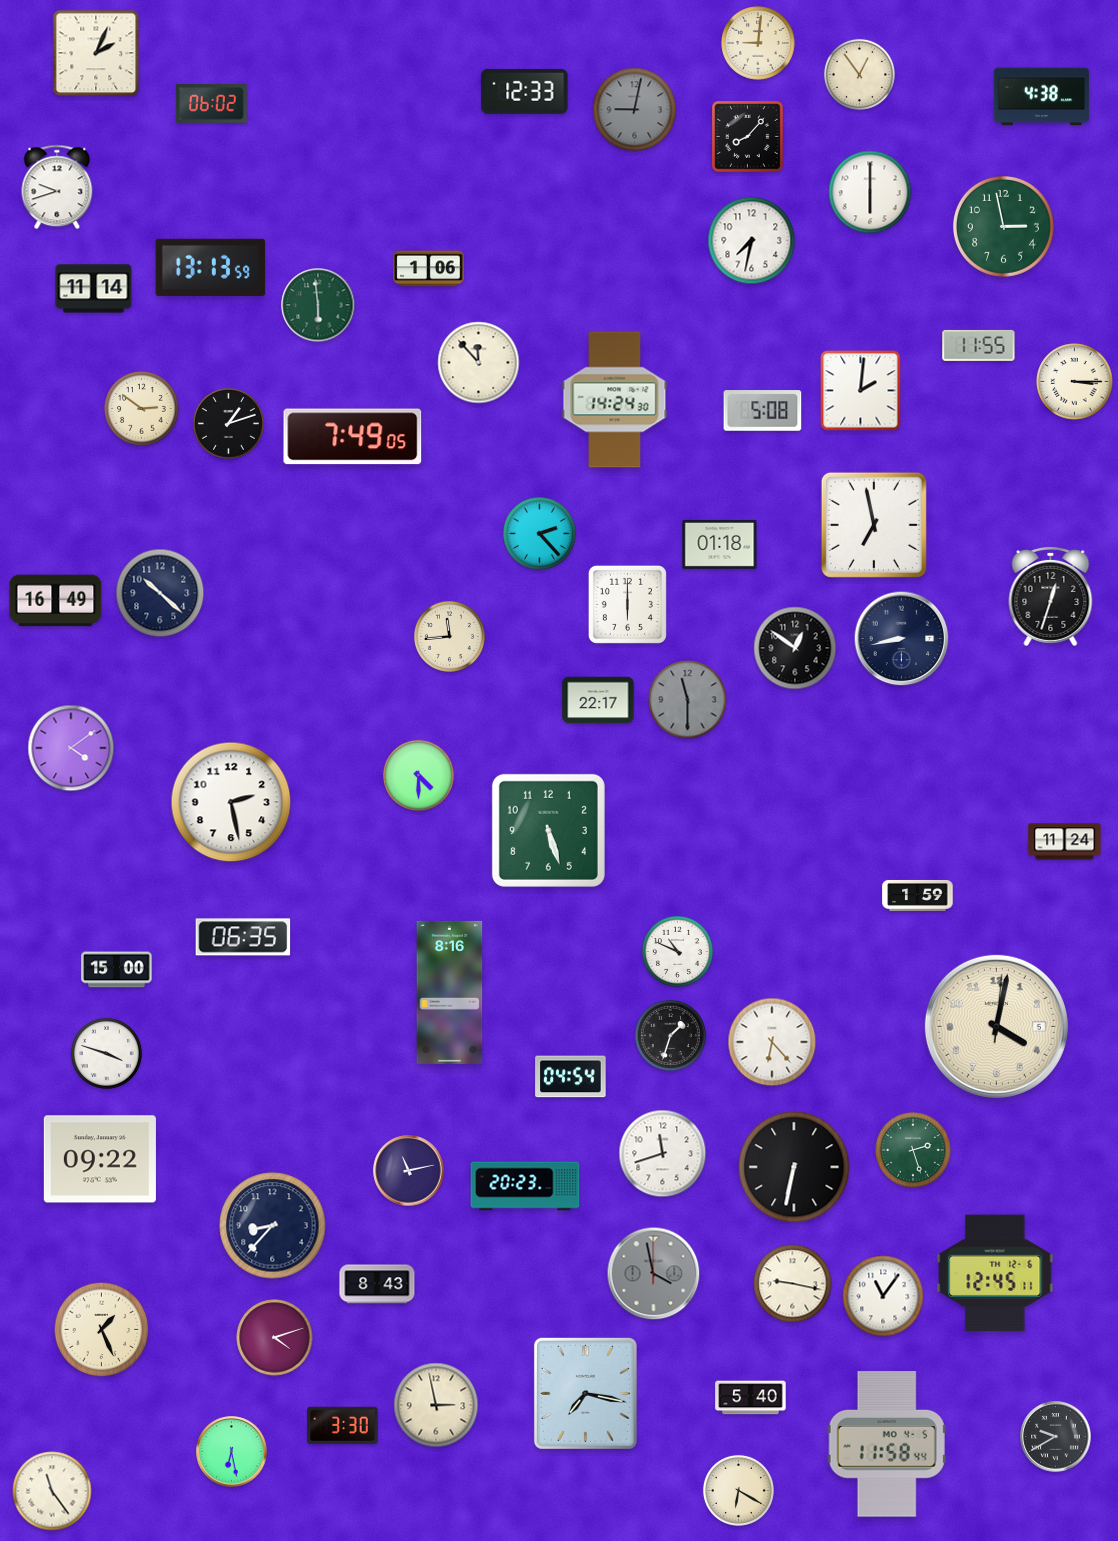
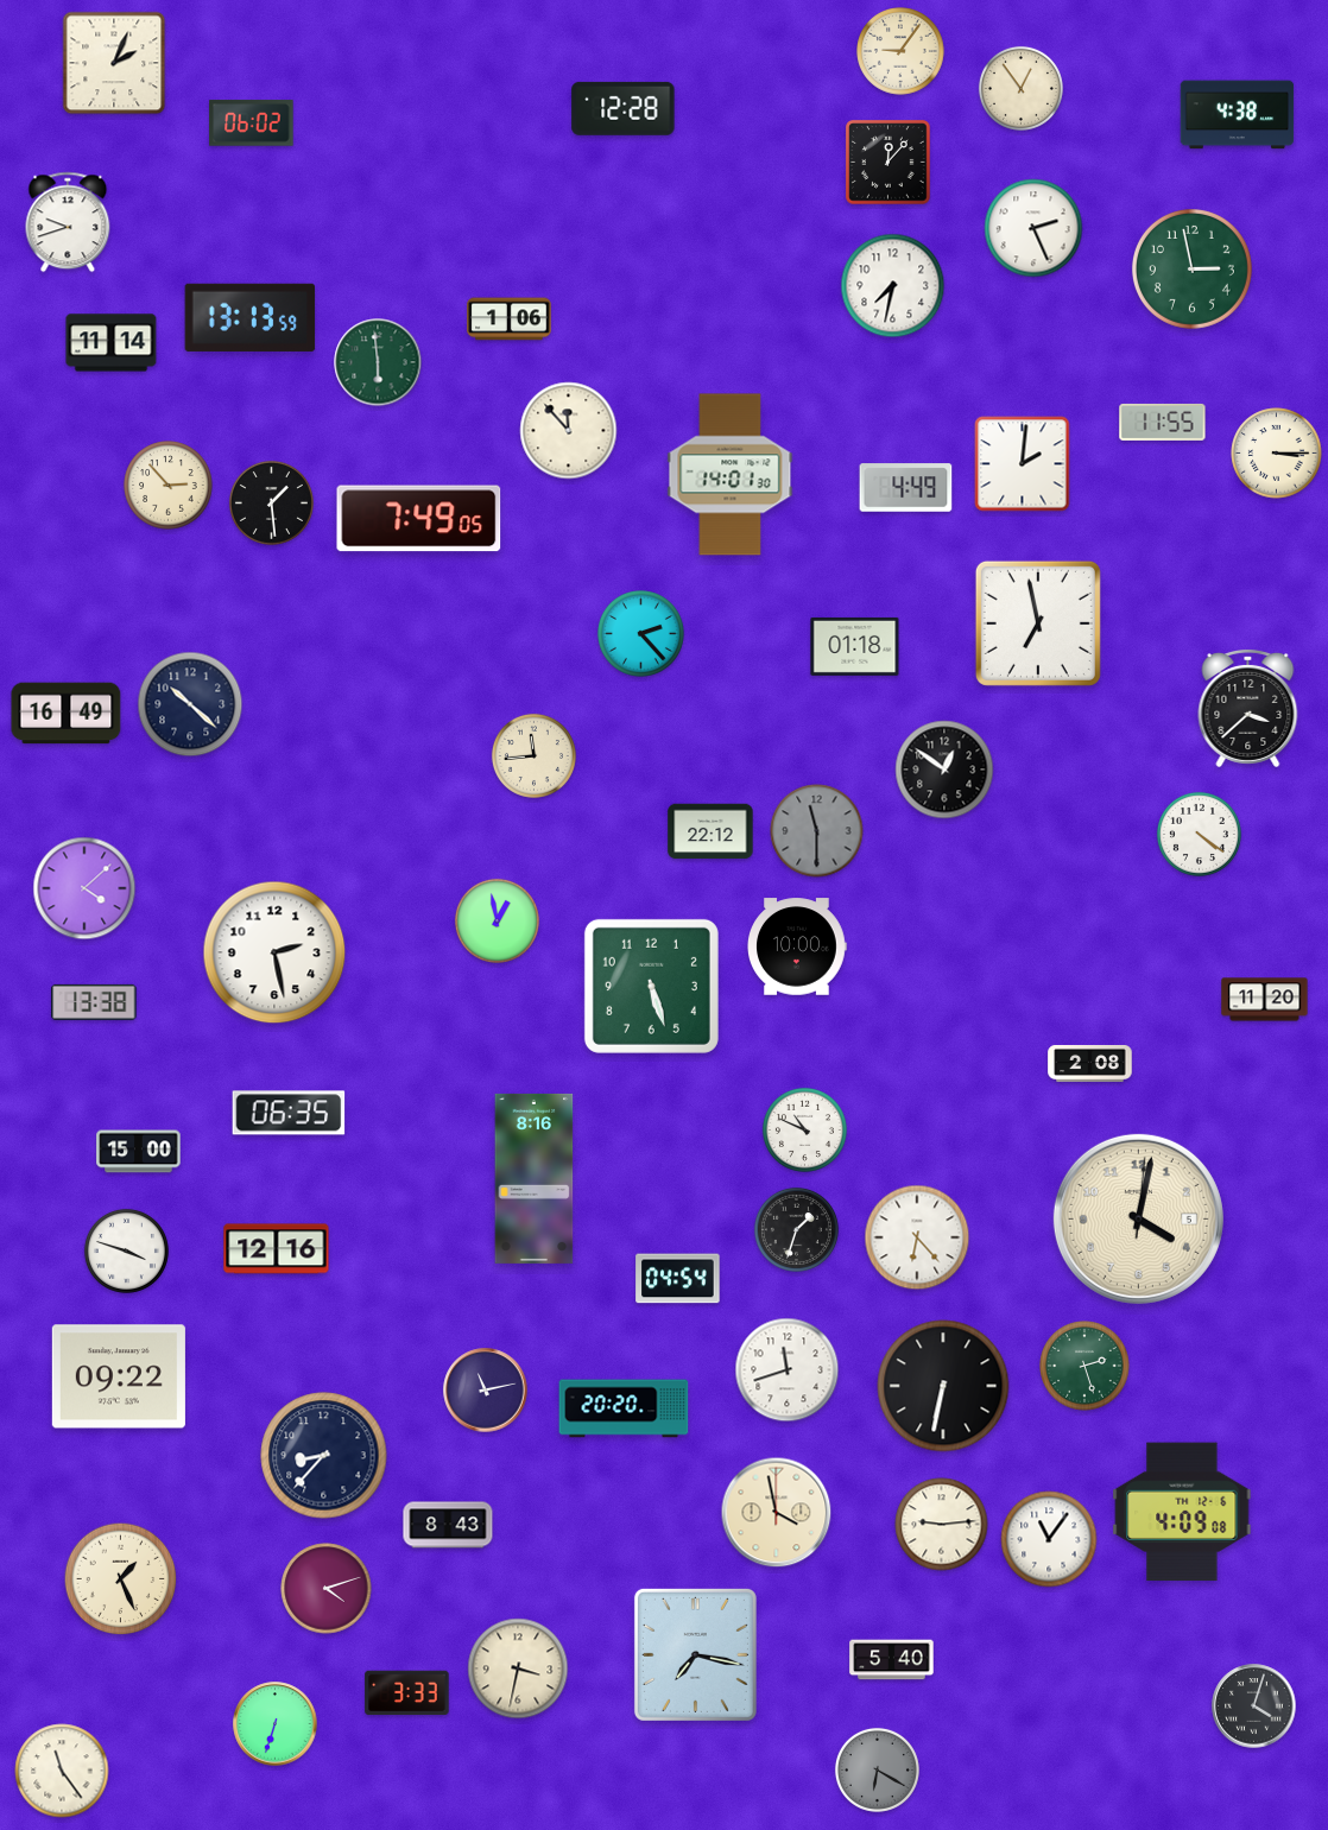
clock at (758, 43): 9:01 -> 9:06
clock at (525, 91): 12:33 -> 12:28
clock at (635, 110): 9:02 -> none
clock at (748, 137): 8:07 -> 12:07
clock at (870, 192): 6:00 -> 2:26
clock at (979, 345) position: (979, 345) -> (1163, 422)
clock at (615, 400): 14:24 -> 14:01
clock at (142, 409): 2:51 -> 2:53
clock at (763, 411): 5:08 -> 4:49
clock at (228, 423): 1:12 -> 1:29
clock at (1051, 596): 12:33 -> 3:38
clock at (627, 604): 6:00 -> none
clock at (902, 639): 8:43 -> none
clock at (598, 700): 22:17 -> 22:12
clock at (1199, 834): none -> 4:21
clock at (71, 748): 4:09 -> 4:08
clock at (418, 775): 4:30 -> 12:58
clock at (797, 946): none -> 10:00
clock at (1065, 842): 11:24 -> 11:20
clock at (94, 1002): none -> 13:38
clock at (918, 895): 1:59 -> 2:08
clock at (996, 1026) position: (996, 1026) -> (1138, 1218)
clock at (277, 1249): none -> 12:16
clock at (525, 1186): 20:23 -> 20:20
clock at (995, 1273): 12:45 -> 4:09
clock at (654, 1274) dial: grey -> cream
clock at (793, 1284): 9:17 -> 9:14
clock at (436, 1405): 2:58 -> 3:32
clock at (343, 1426): 3:30 -> 3:33
clock at (1056, 1437): 9:40 -> 4:03
clock at (887, 1444): 11:58 -> none
clock at (232, 1452): 6:28 -> 6:33
clock at (738, 1490) dial: cream -> grey
